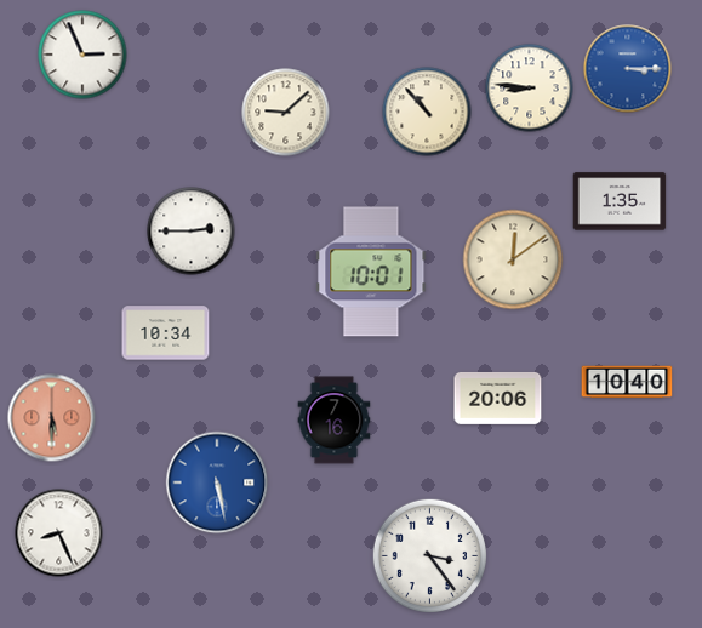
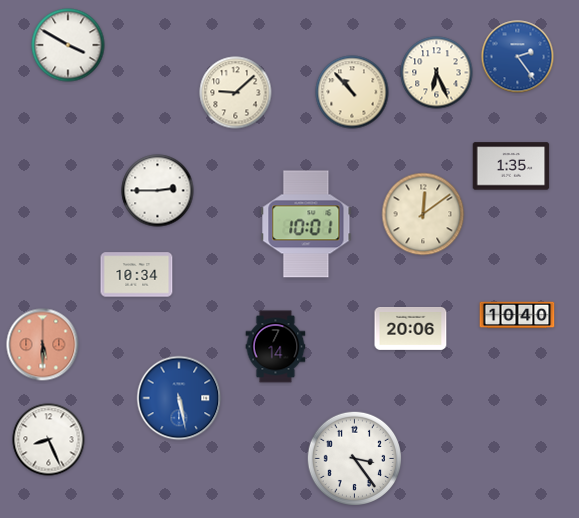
clock at (82, 55): 2:56 -> 3:50
clock at (628, 69): 3:15 -> 2:24
clock at (530, 89): 8:46 -> 6:26
clock at (335, 421): 7:16 -> 7:14
